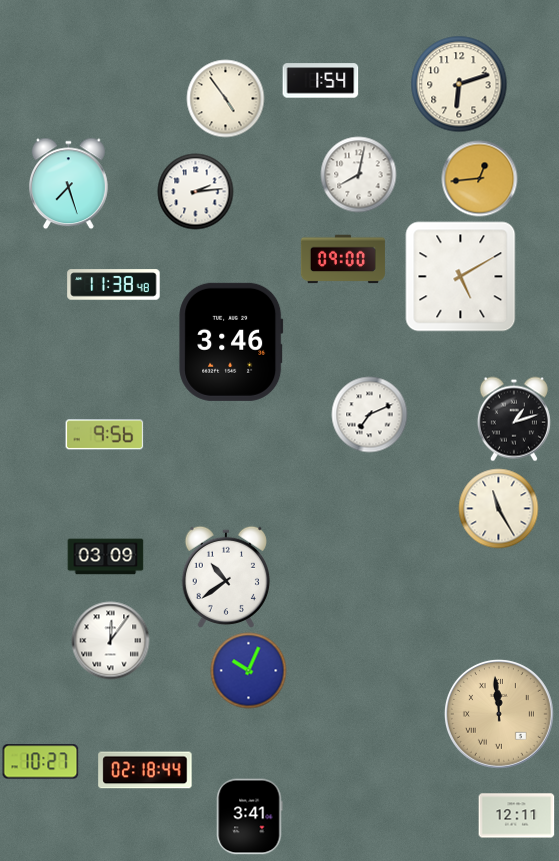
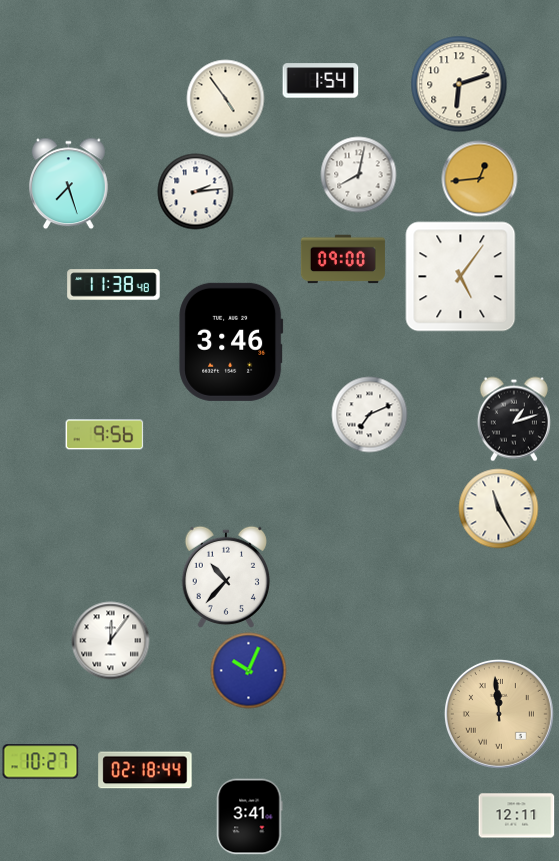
clock at (461, 277): 5:10 -> 5:06
clock at (106, 557): 03:09 -> none
clock at (226, 576): 10:39 -> 10:37
